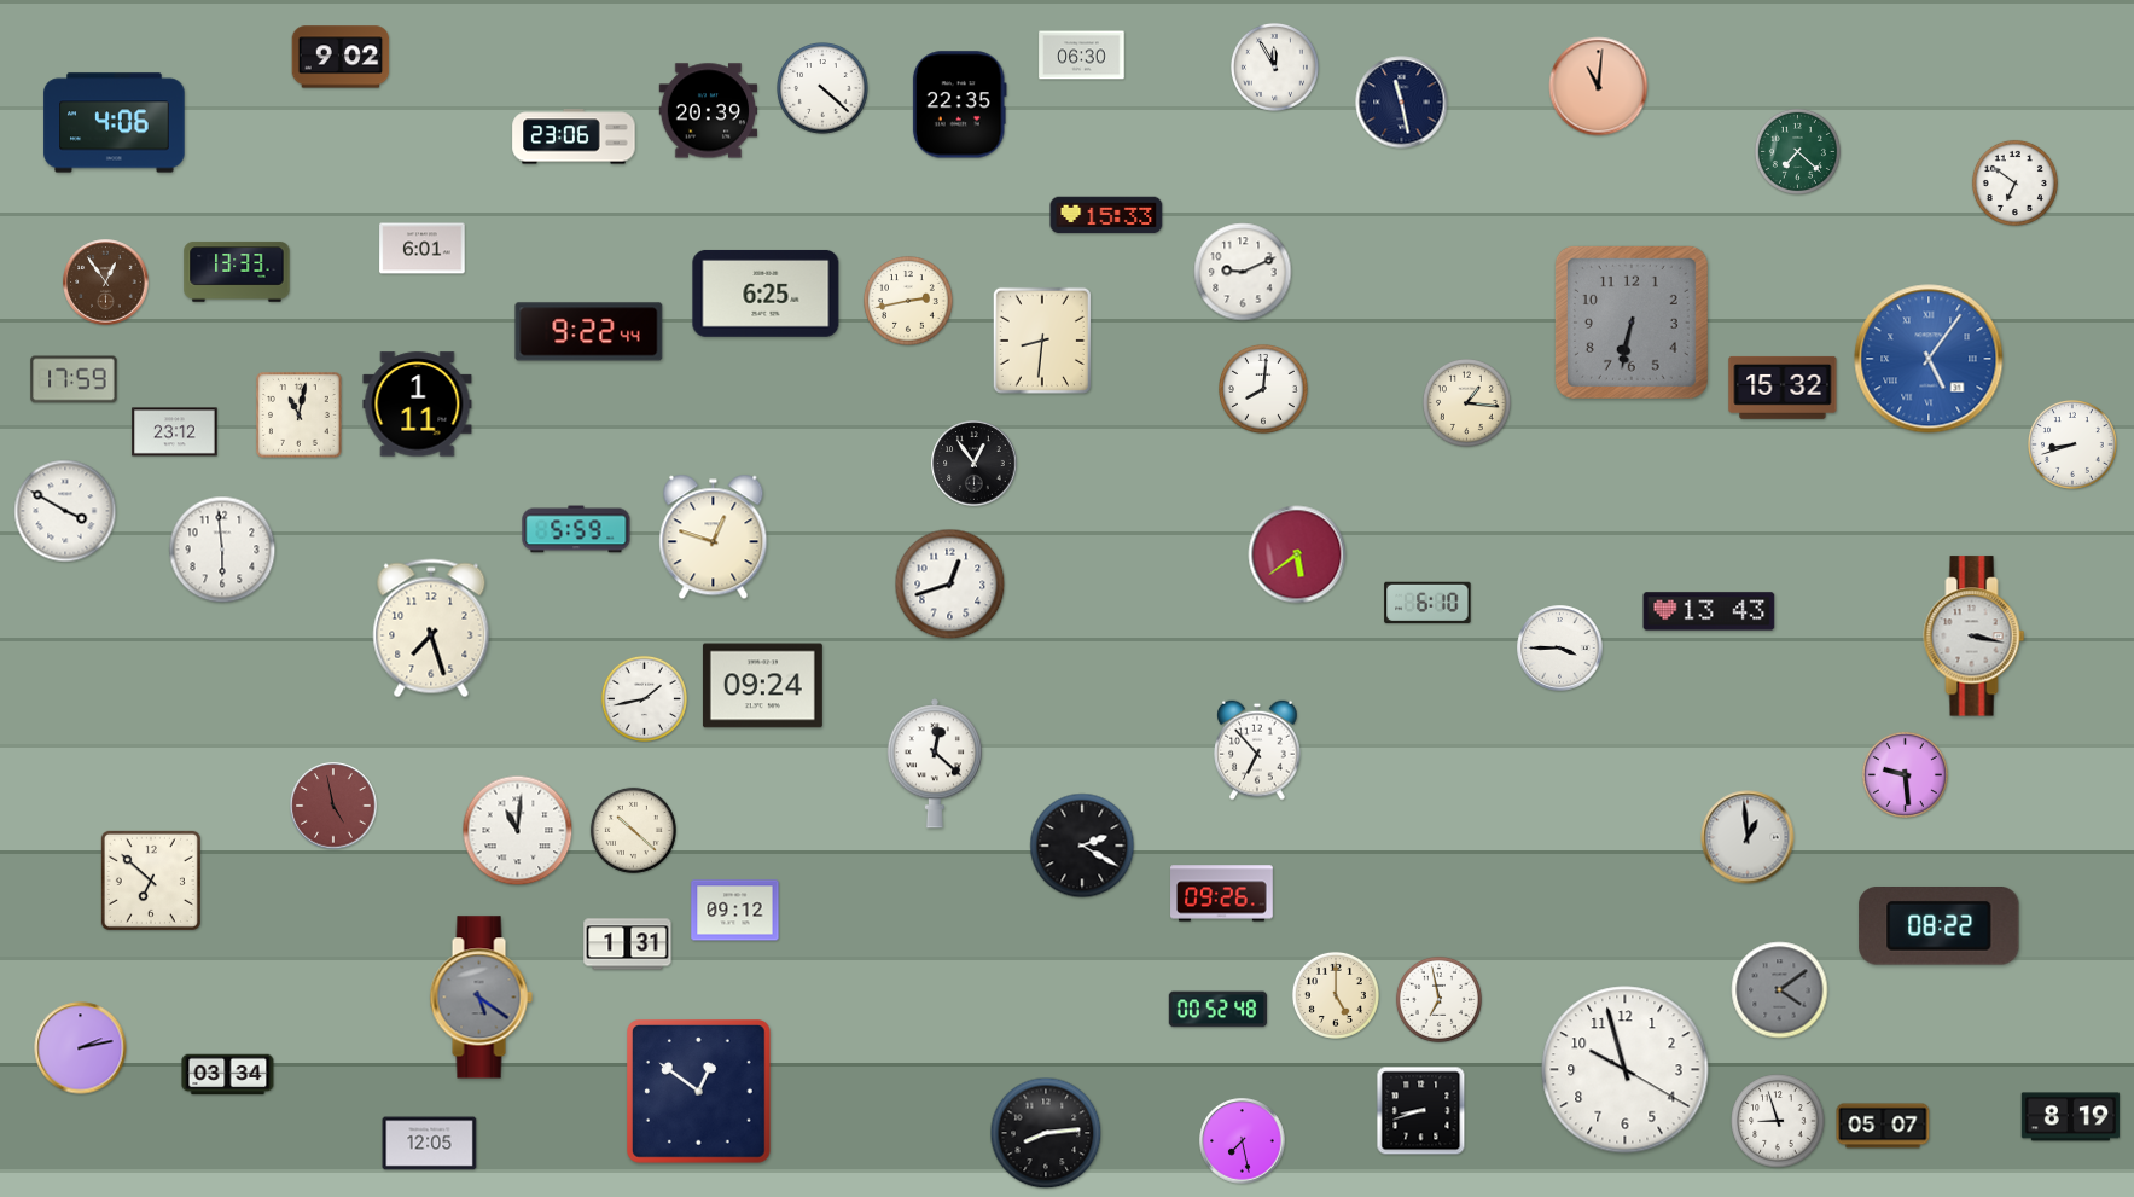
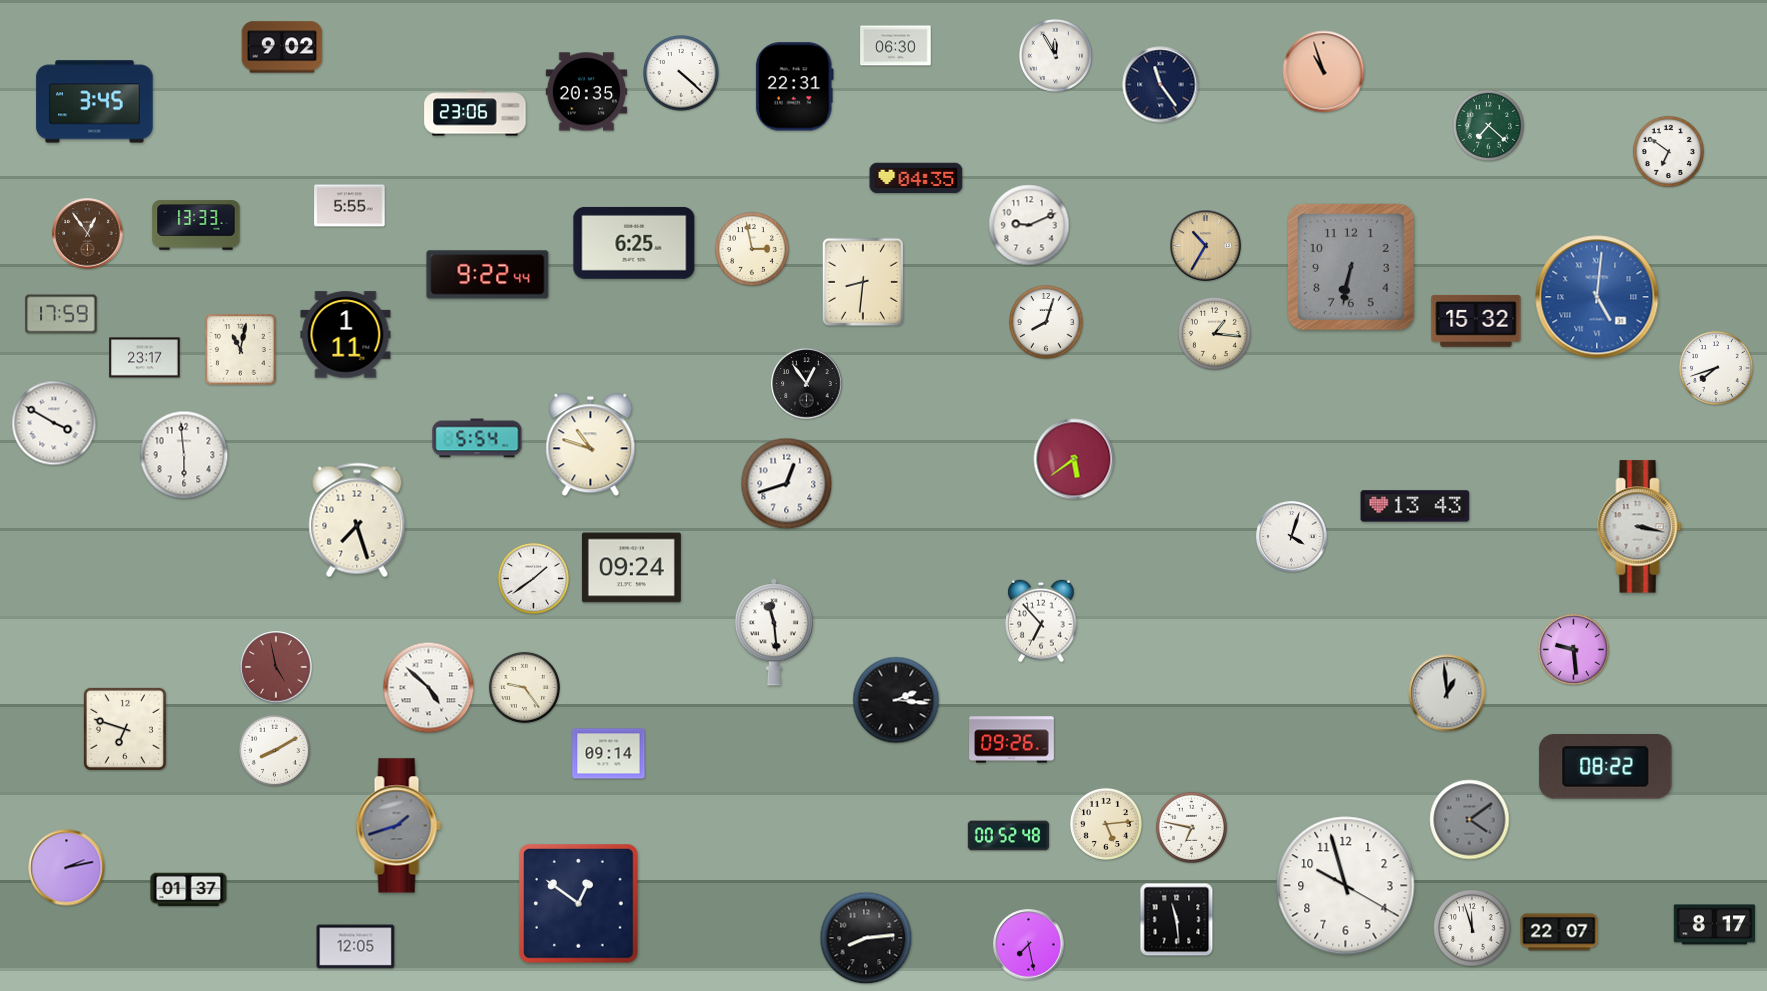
clock at (1599, 87): 11:01 -> 10:57
clock at (1402, 103): 11:28 -> 11:24
clock at (959, 105): 22:35 -> 22:31
clock at (709, 111): 20:39 -> 20:35
clock at (115, 123): 4:06 -> 3:45
clock at (1106, 215): 15:33 -> 04:35
clock at (423, 249): 6:01 -> 5:55
clock at (1206, 246): none -> 10:35
clock at (909, 302): 2:43 -> 2:58
clock at (1929, 359): 5:06 -> 5:01
clock at (1264, 390): 8:01 -> 8:03
clock at (300, 416) position: (300, 416) -> (241, 350)
clock at (175, 432): 23:12 -> 23:17
clock at (2074, 446): 8:42 -> 7:42
clock at (576, 529): 5:59 -> 5:54
clock at (714, 538): 12:48 -> 10:48
clock at (1427, 602): 6:10 -> none
clock at (1975, 637) position: (1975, 637) -> (1640, 527)
clock at (1560, 649): 3:45 -> 4:03
clock at (644, 698): 1:43 -> 1:39
clock at (935, 763): 12:22 -> 11:29
clock at (1905, 774) position: (1905, 774) -> (1573, 649)
clock at (633, 830): 10:22 -> 9:24
clock at (518, 831): 11:01 -> 4:52
clock at (1082, 846): 2:20 -> 2:16
clock at (151, 881): 6:52 -> 6:48
clock at (274, 750): none -> 8:10
clock at (735, 911): 09:12 -> 09:14
clock at (628, 945): 1:31 -> none
clock at (1780, 990) position: (1780, 990) -> (1470, 820)
clock at (1336, 995): 5:00 -> 5:14
clock at (481, 998): 5:21 -> 1:42
clock at (1438, 999): 6:58 -> 6:47
clock at (228, 1075): 03:34 -> 01:37
clock at (1421, 1111): 8:42 -> 11:29
clock at (2071, 1117): 8:19 -> 8:17
clock at (1778, 1121): 8:57 -> 11:57
clock at (1883, 1126): 05:07 -> 22:07
